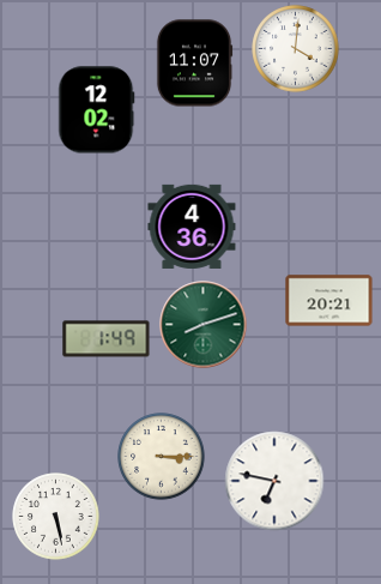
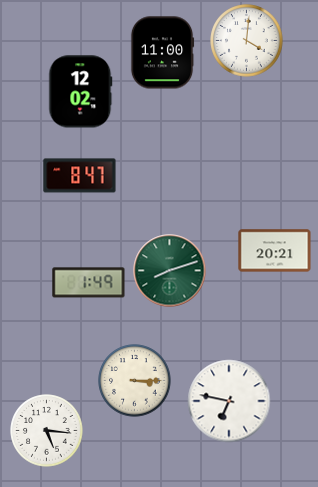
clock at (194, 64): 11:07 -> 11:00
clock at (80, 176): none -> 8:47
clock at (192, 227): 4:36 -> none
clock at (56, 517): 5:28 -> 5:16
